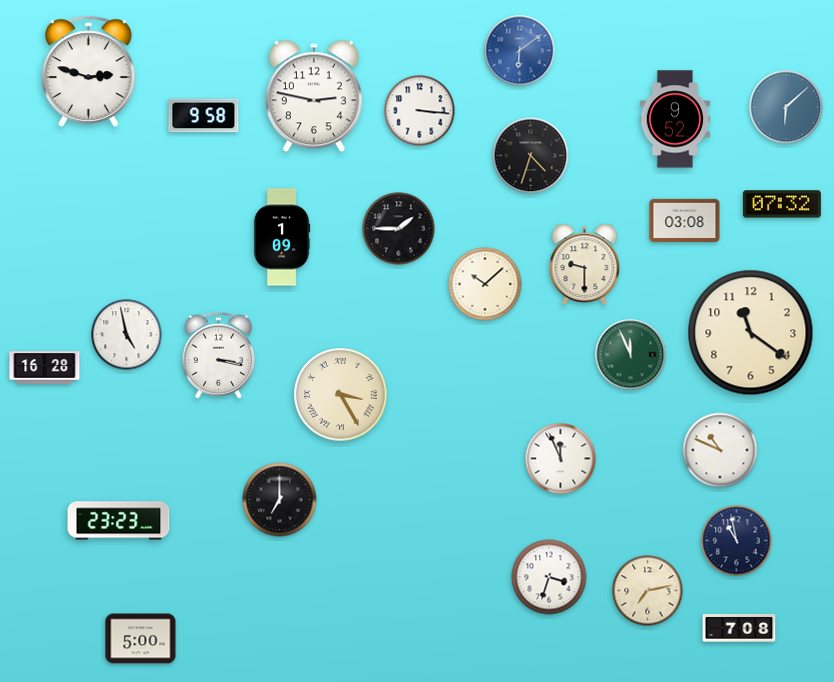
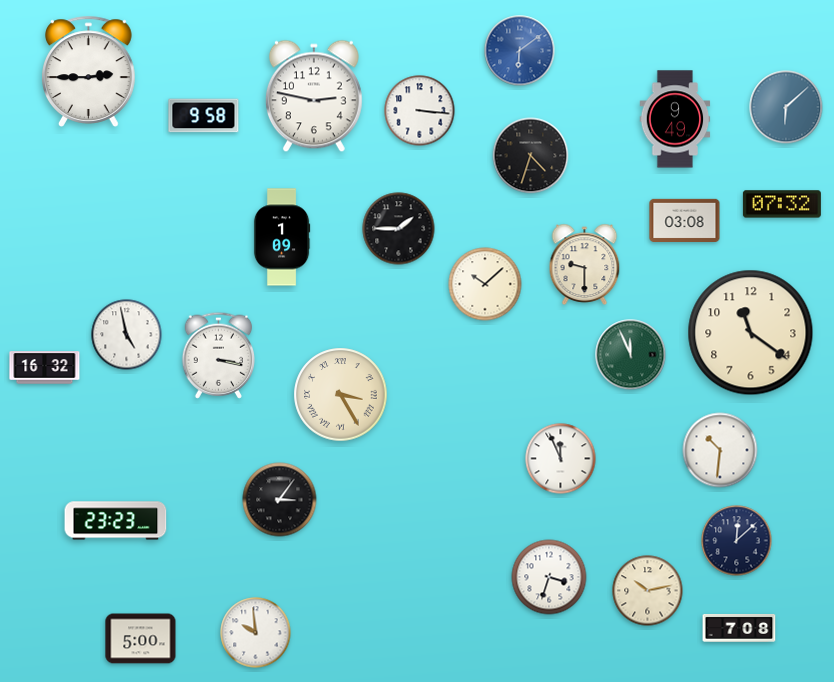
clock at (89, 71): 2:48 -> 2:45
clock at (675, 119): 9:52 -> 9:49
clock at (45, 368): 16:28 -> 16:32
clock at (720, 450): 10:49 -> 10:31
clock at (280, 500): 7:00 -> 3:06
clock at (119, 521) position: (119, 521) -> (116, 521)
clock at (737, 541): 10:58 -> 12:08
clock at (648, 591): 7:13 -> 10:13
clock at (256, 633): none -> 9:59
